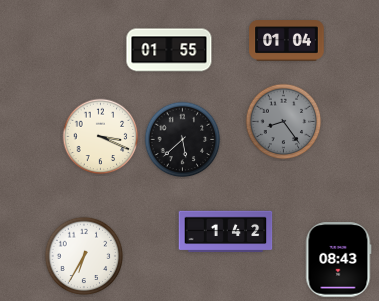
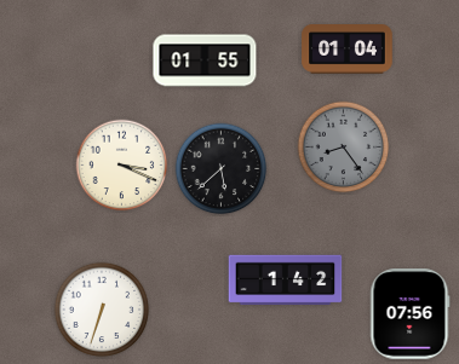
clock at (226, 232) position: (226, 232) -> (286, 281)
clock at (84, 256): 6:35 -> 6:33
clock at (338, 260): 08:43 -> 07:56
